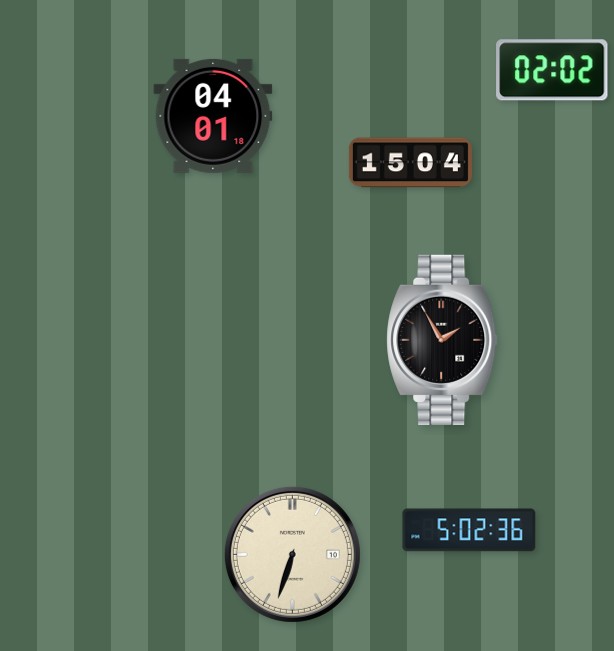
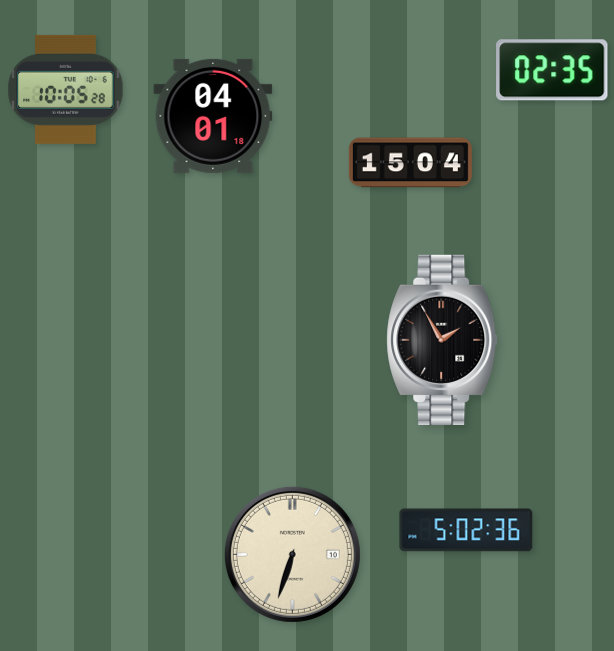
clock at (552, 70): 02:02 -> 02:35
clock at (66, 89): none -> 10:05
clock at (469, 530) position: (469, 530) -> (466, 530)
